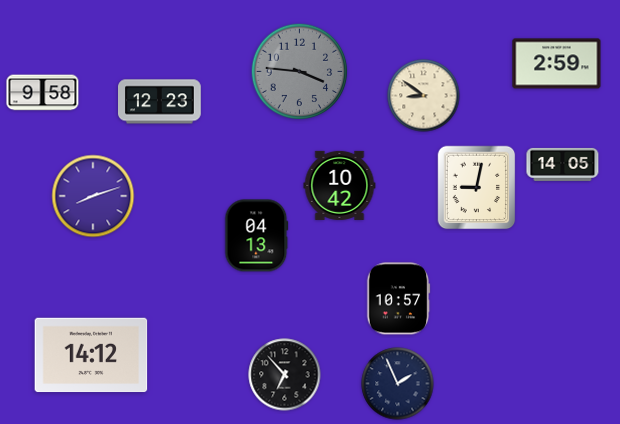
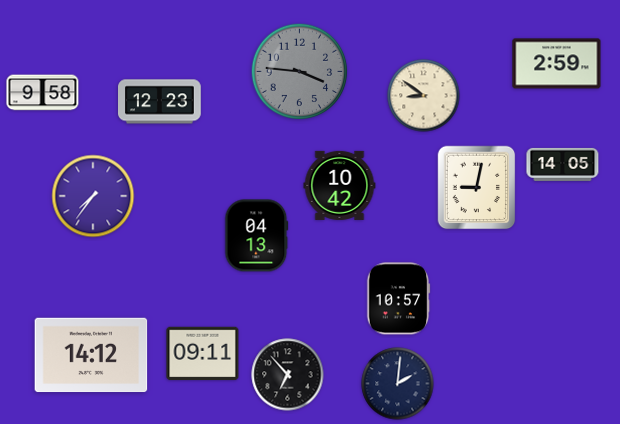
clock at (93, 196): 8:12 -> 7:36
clock at (203, 354): none -> 09:11
clock at (285, 375) position: (285, 375) -> (288, 375)
clock at (398, 384): 1:56 -> 2:01
